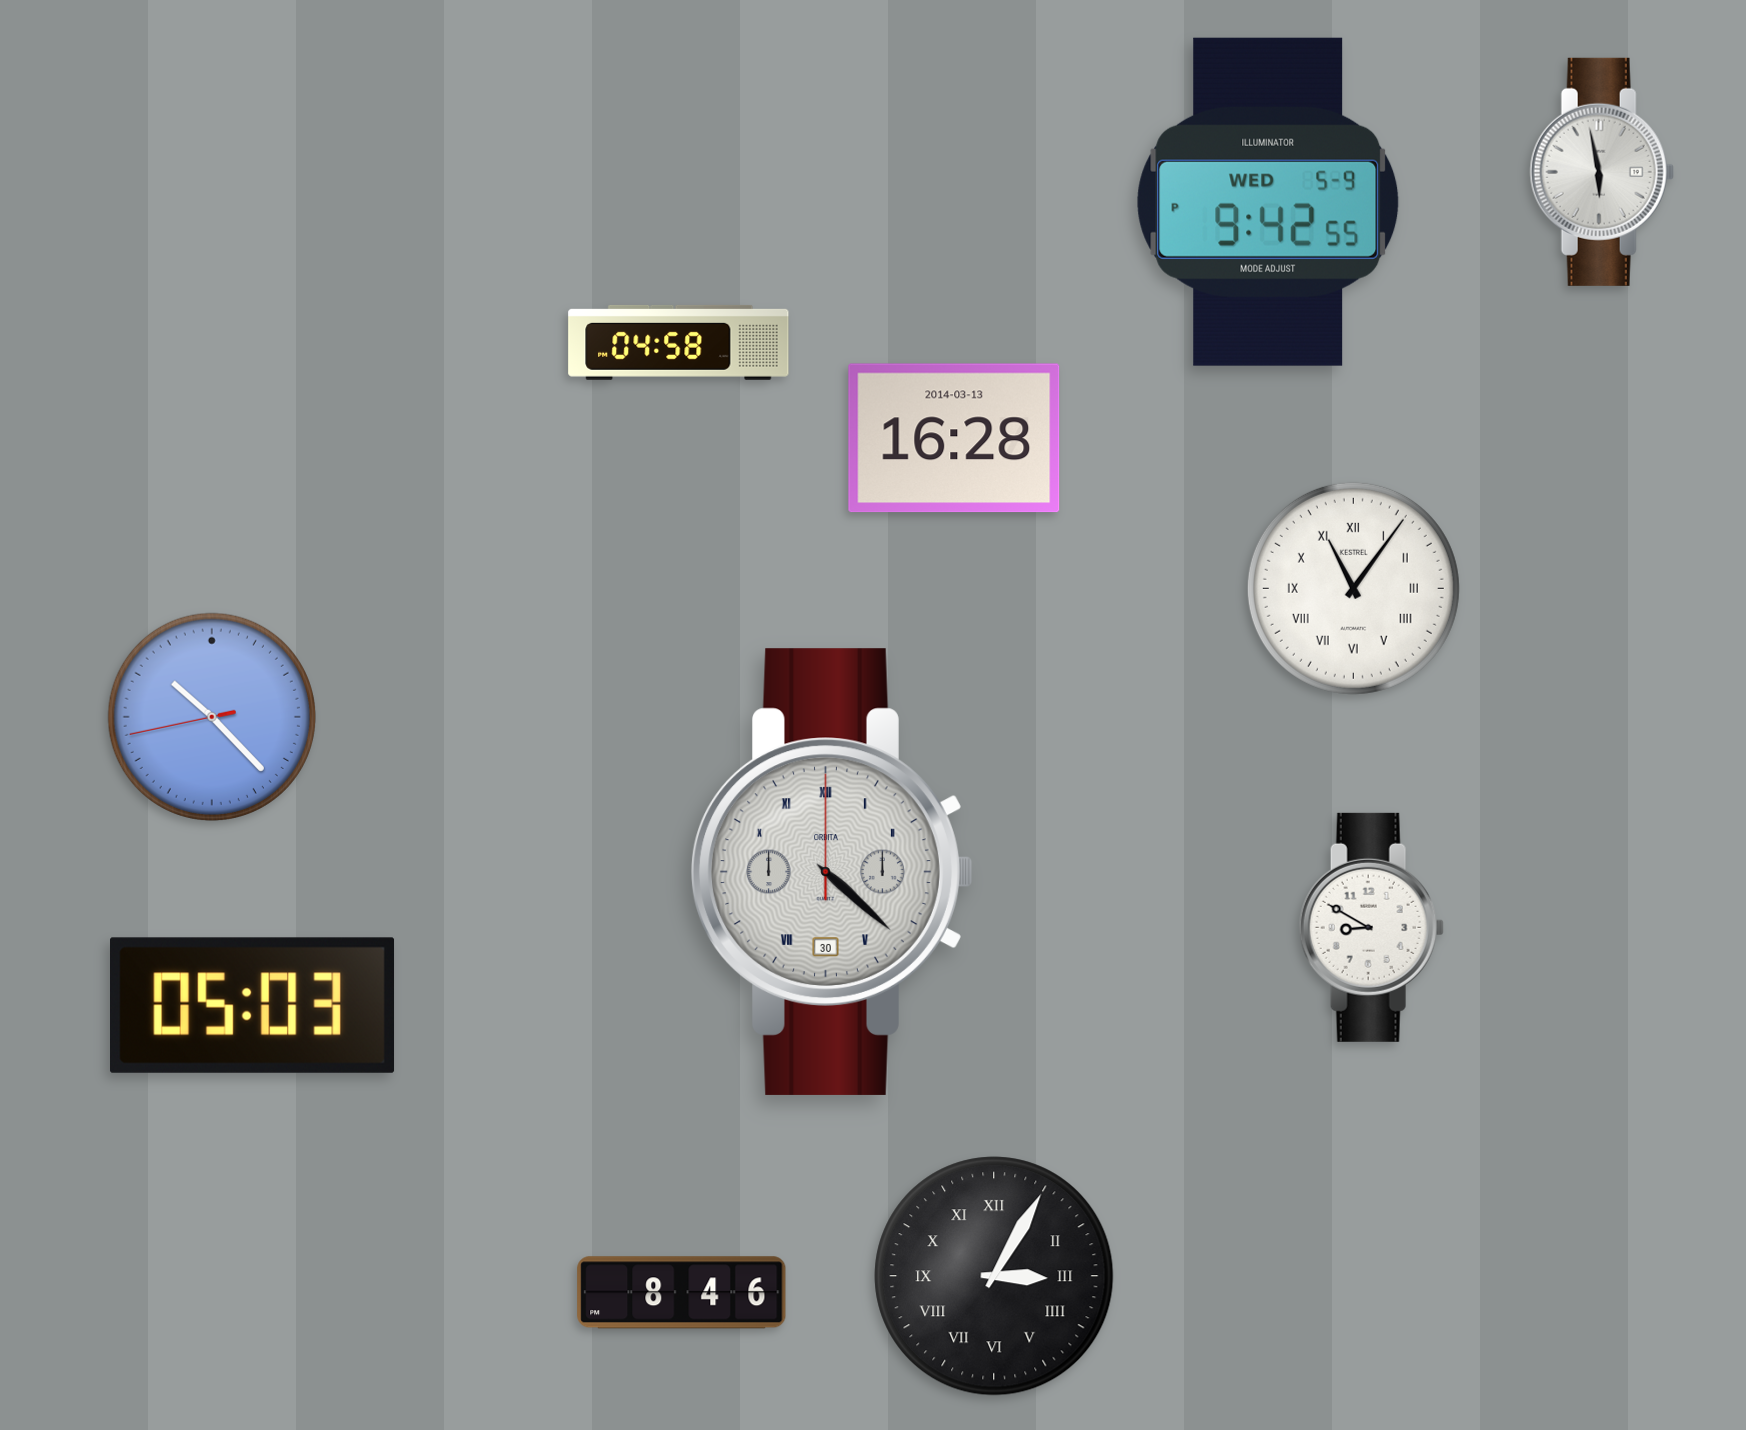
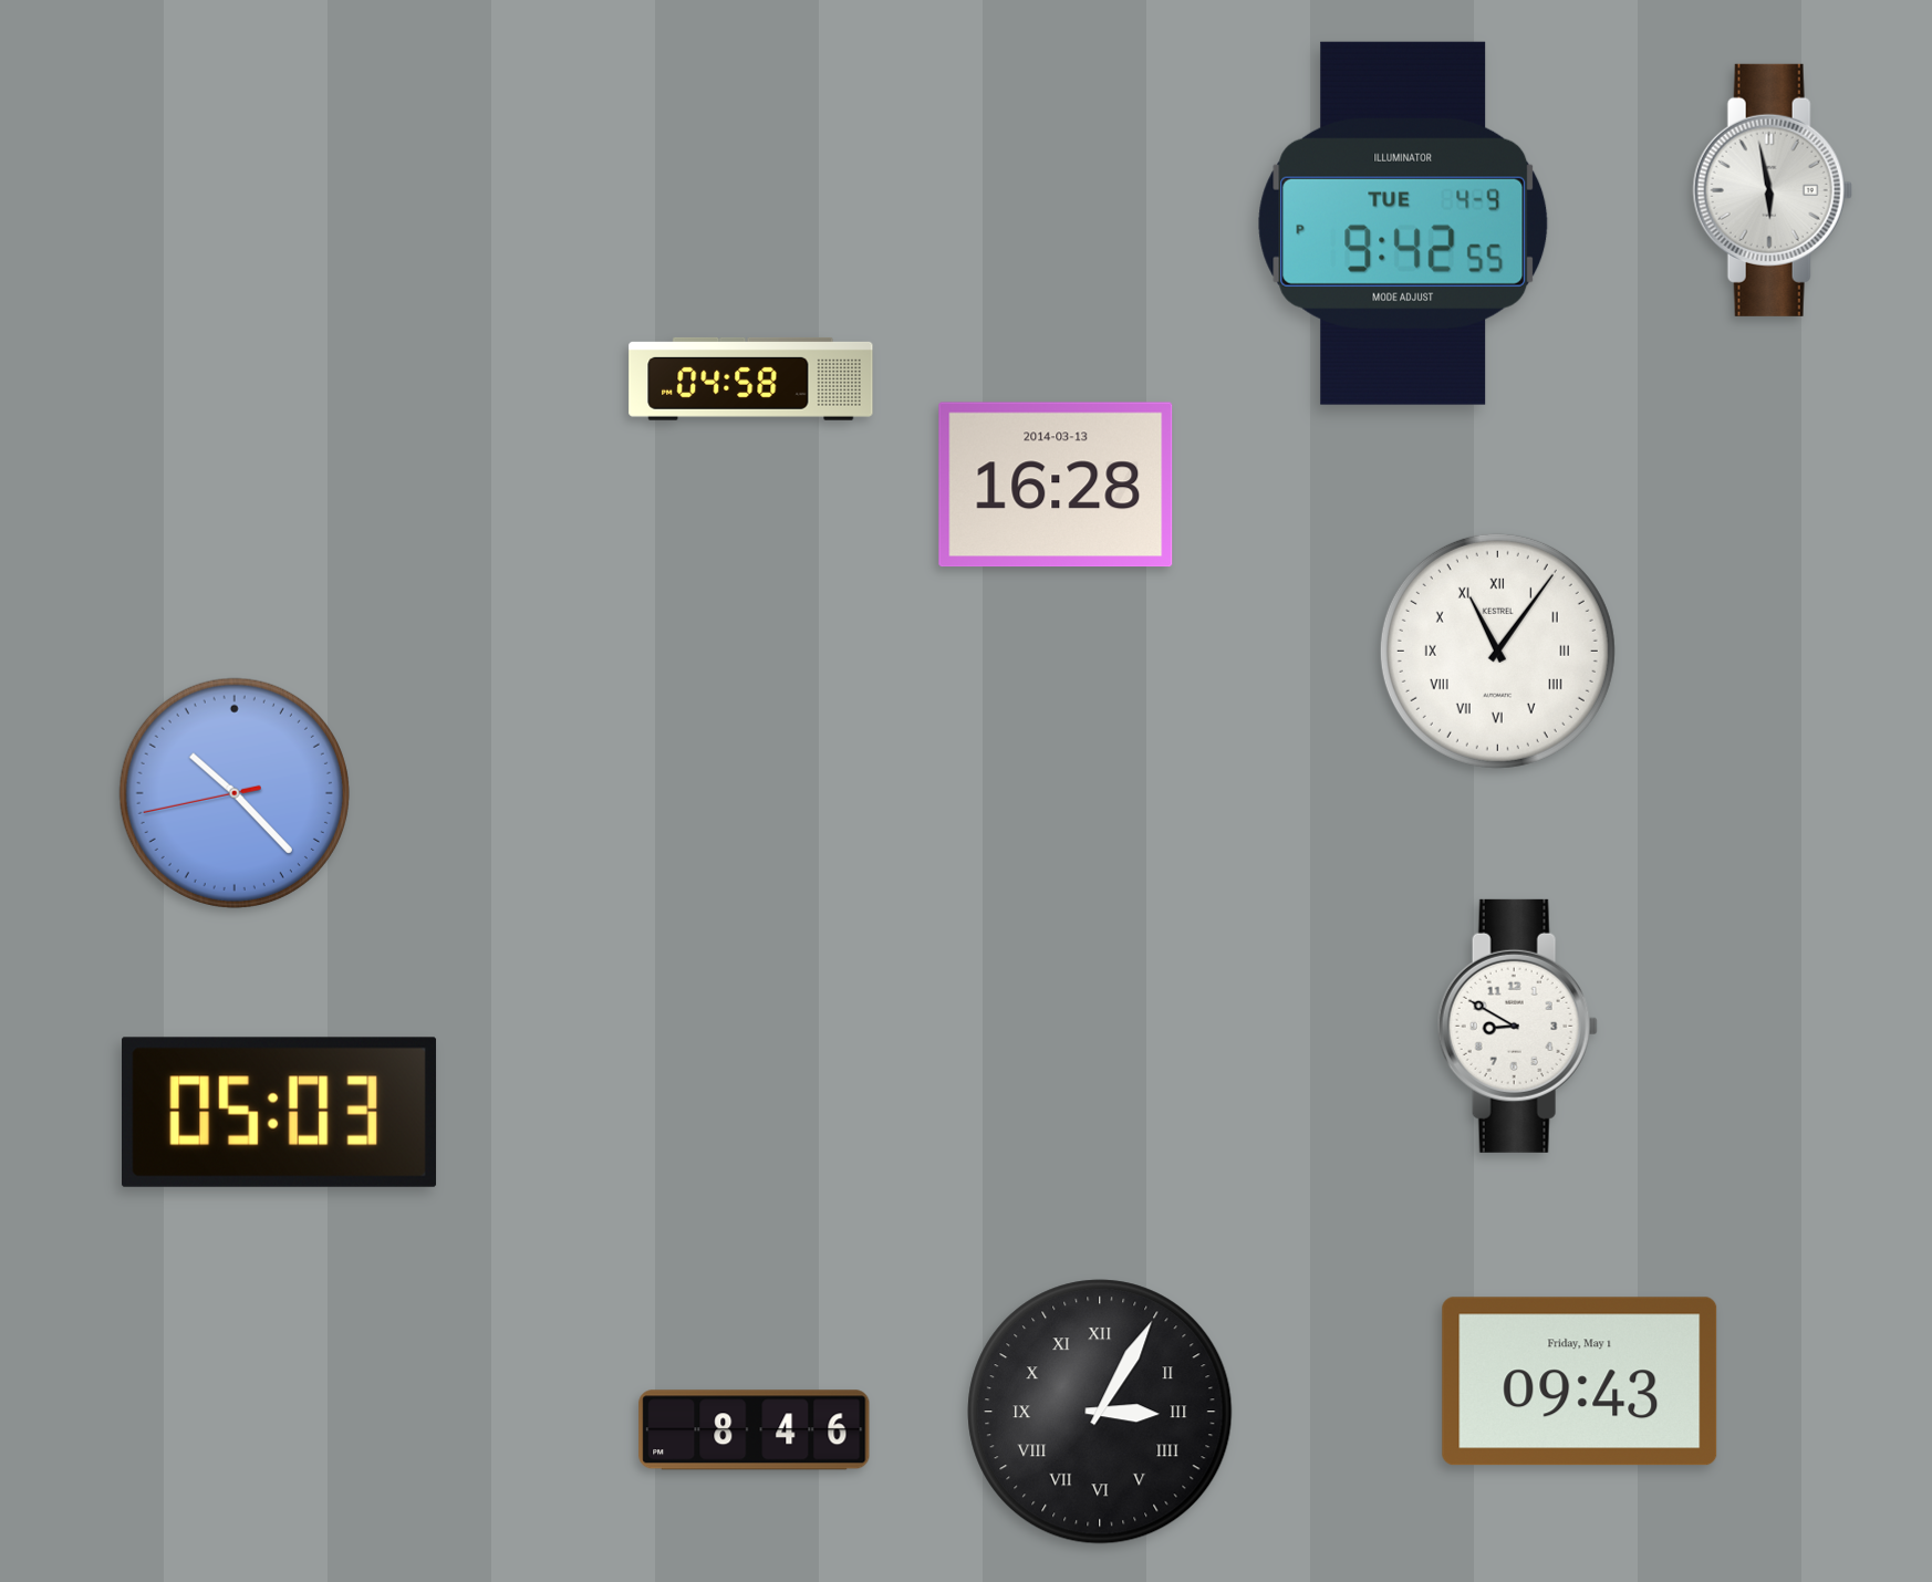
clock at (1268, 202) date: WED 5-9 -> TUE 4-9
clock at (832, 872): 4:22 -> none
clock at (1580, 1382): none -> 09:43
